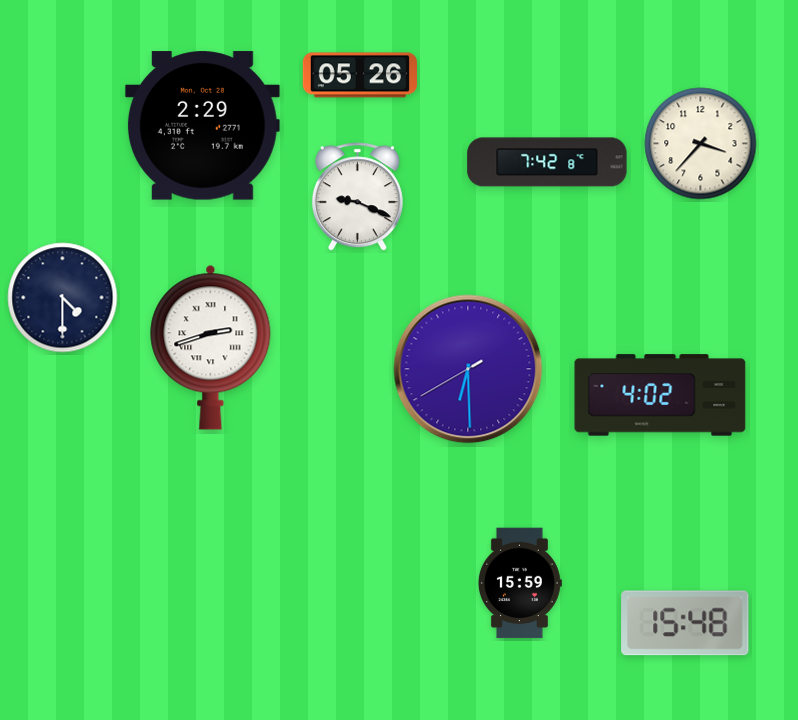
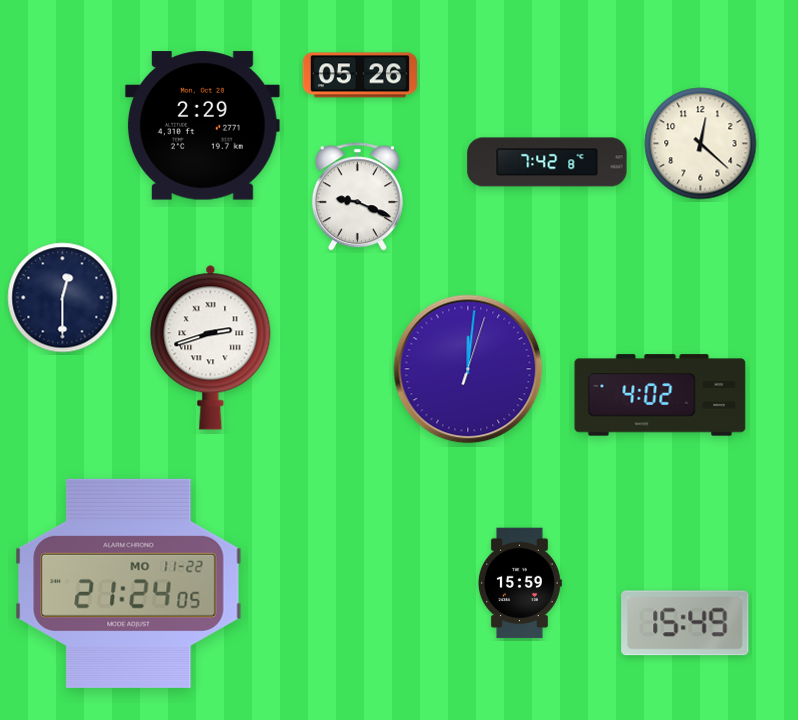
clock at (701, 144): 3:37 -> 12:22
clock at (63, 298): 4:30 -> 12:30
clock at (468, 369): 6:29 -> 12:01
clock at (129, 583): none -> 21:24
clock at (685, 623): 15:48 -> 15:49
